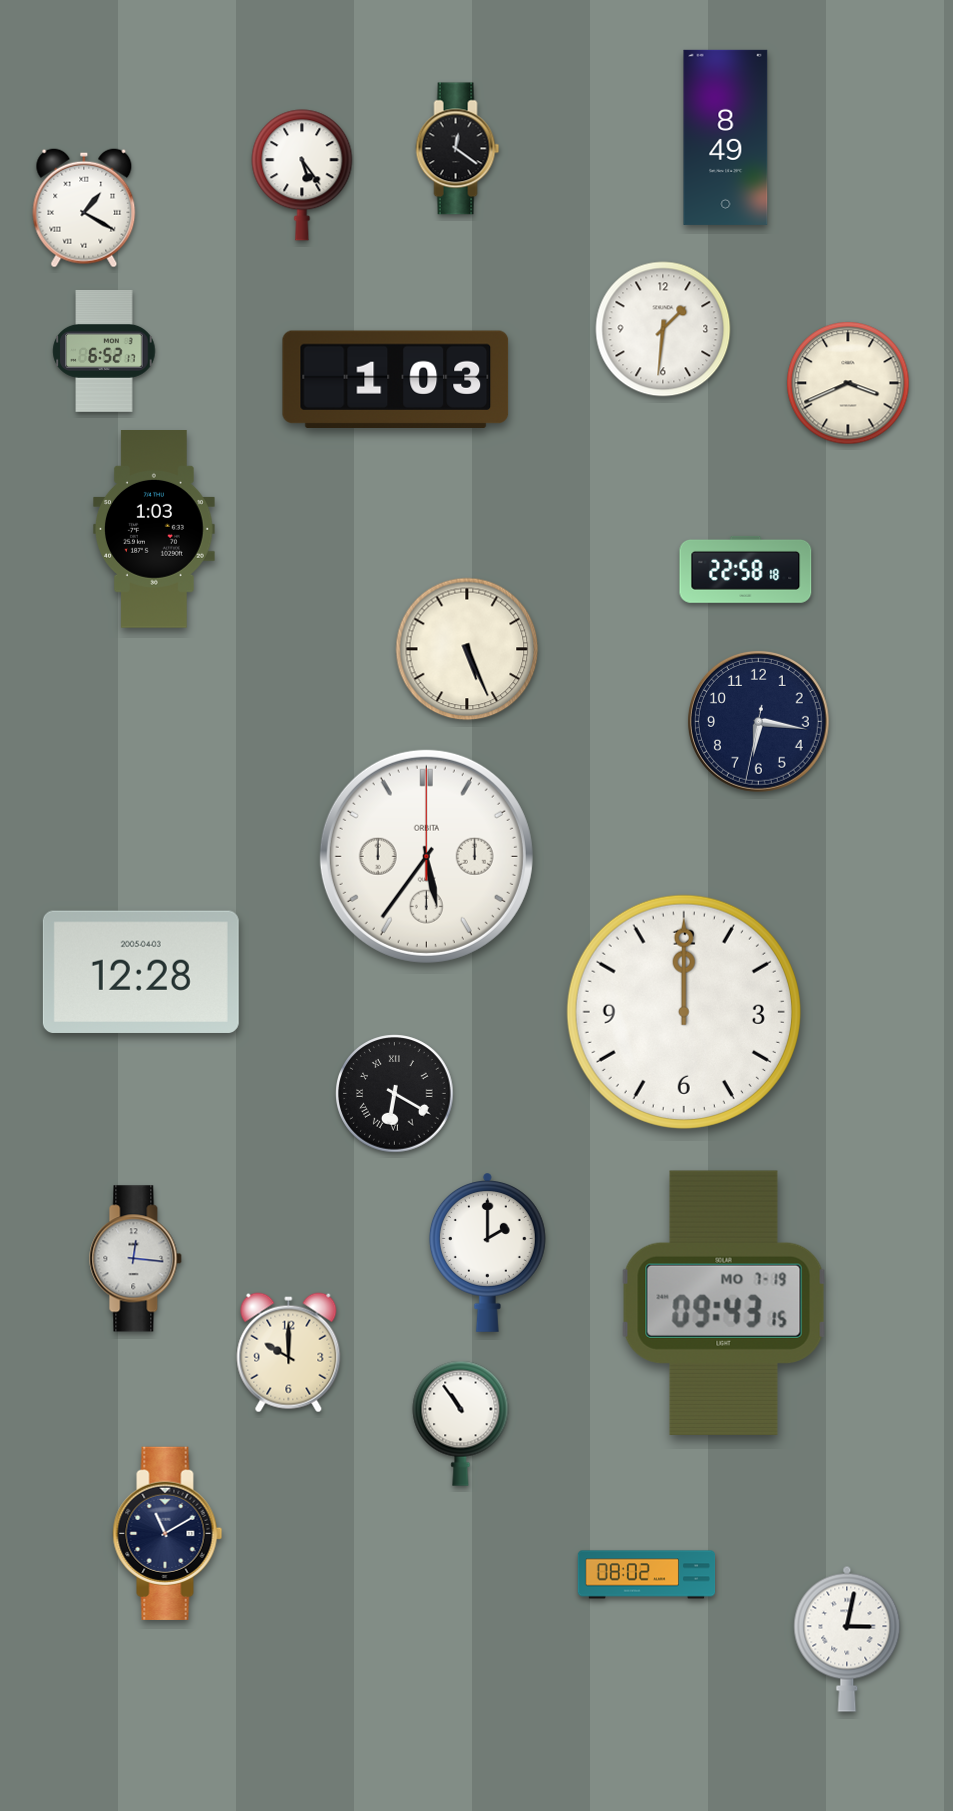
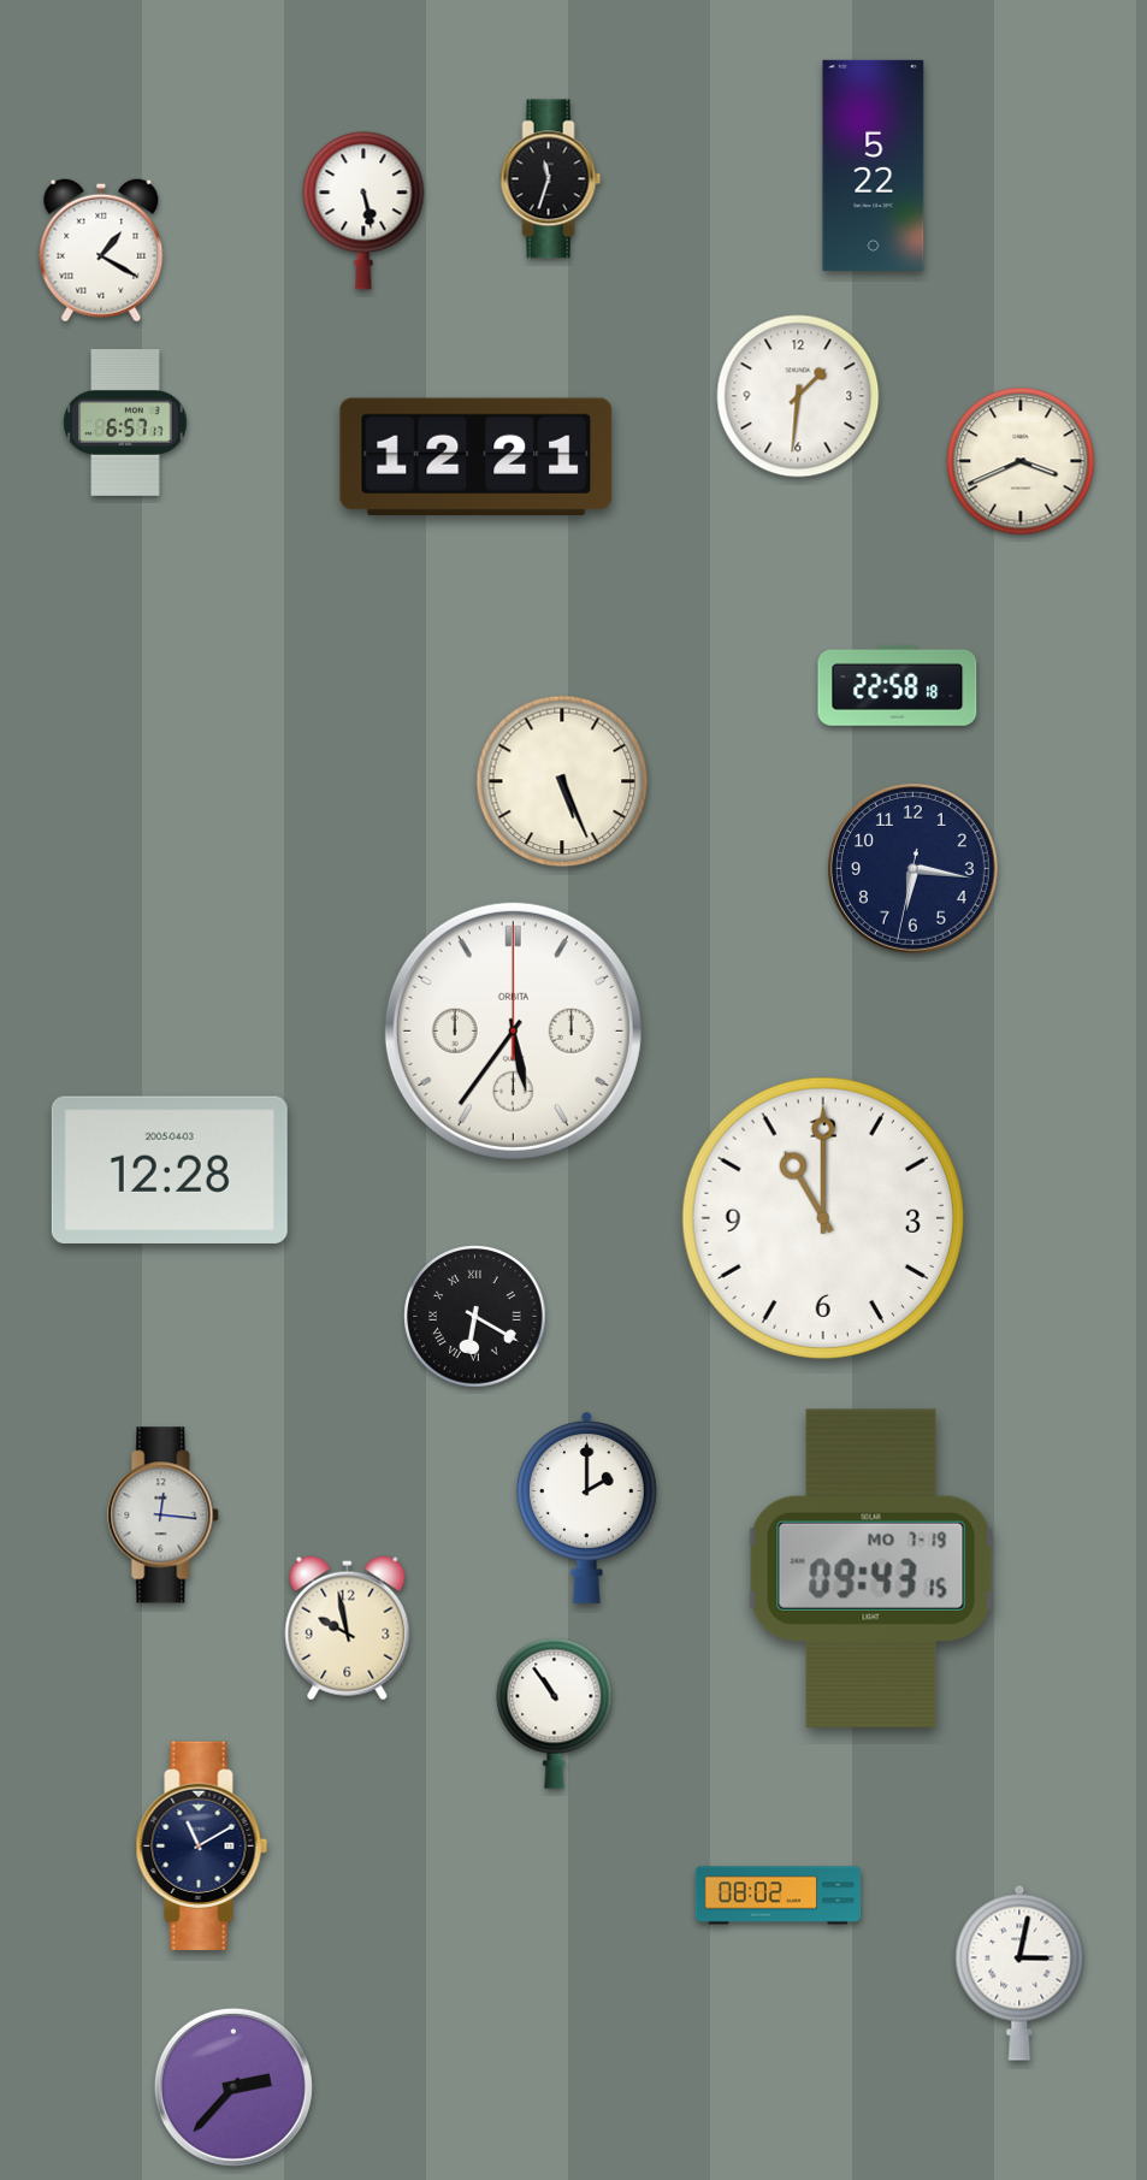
clock at (726, 137): 8:49 -> 5:22
clock at (458, 149): 12:21 -> 11:33
clock at (302, 175): 5:24 -> 5:28
clock at (104, 351): 6:52 -> 6:57
clock at (396, 379): 1:03 -> 12:21
clock at (154, 530): 1:03 -> none
clock at (684, 1012): 12:00 -> 11:00
clock at (289, 1353): 10:00 -> 9:58
clock at (233, 2087): none -> 2:37
